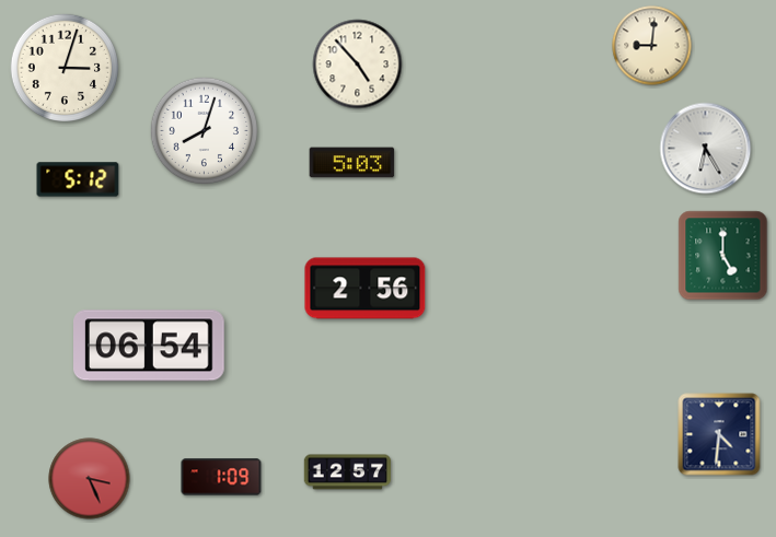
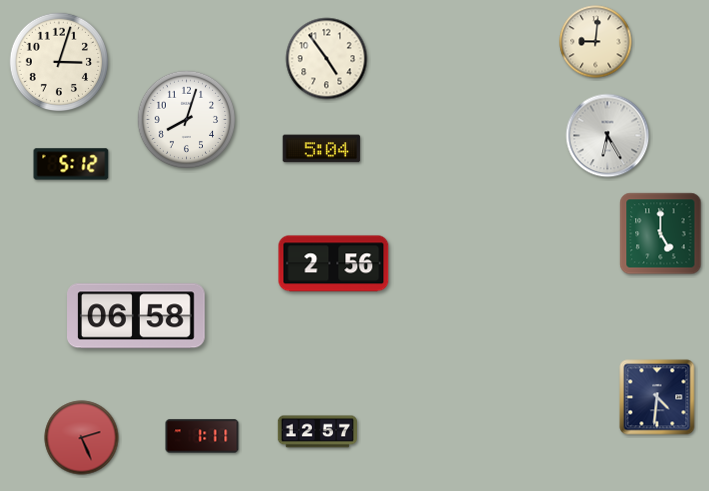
clock at (358, 65): 4:53 -> 4:54
clock at (706, 149) position: (706, 149) -> (608, 136)
clock at (352, 163): 5:03 -> 5:04
clock at (150, 346): 06:54 -> 06:58
clock at (221, 477): 1:09 -> 1:11
clock at (90, 479): 3:26 -> 2:26
